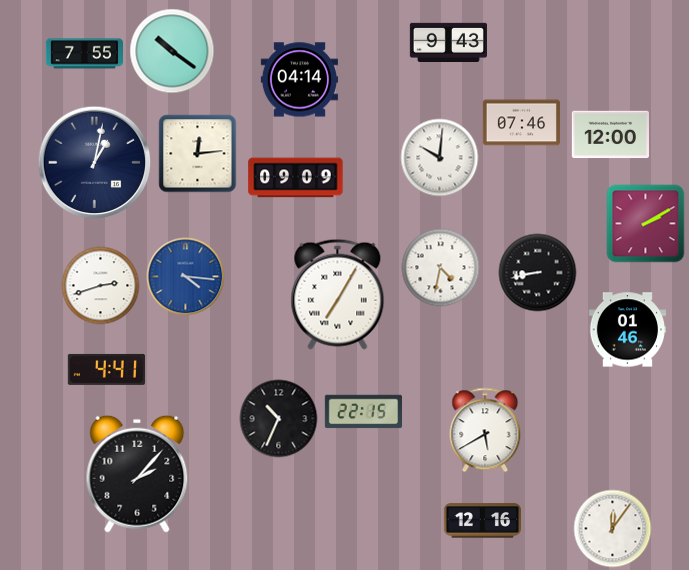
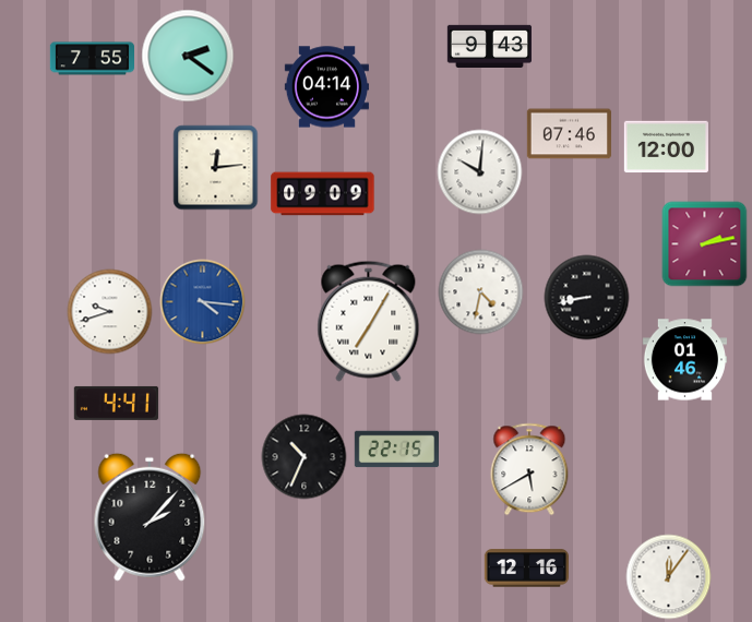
clock at (172, 51): 10:21 -> 2:21
clock at (94, 162): 1:02 -> none
clock at (645, 223): 2:10 -> 2:13
clock at (100, 285): 2:42 -> 9:42
